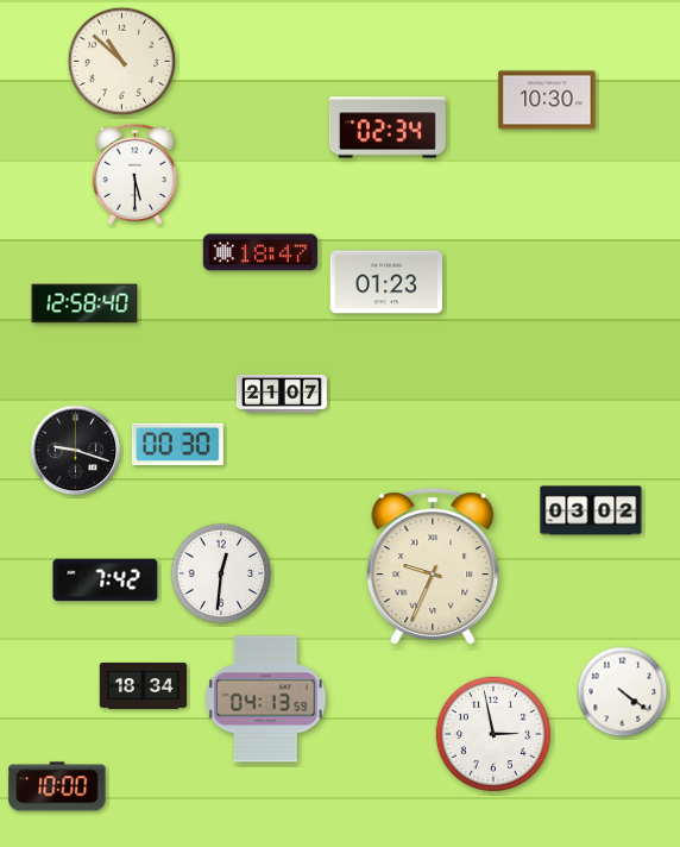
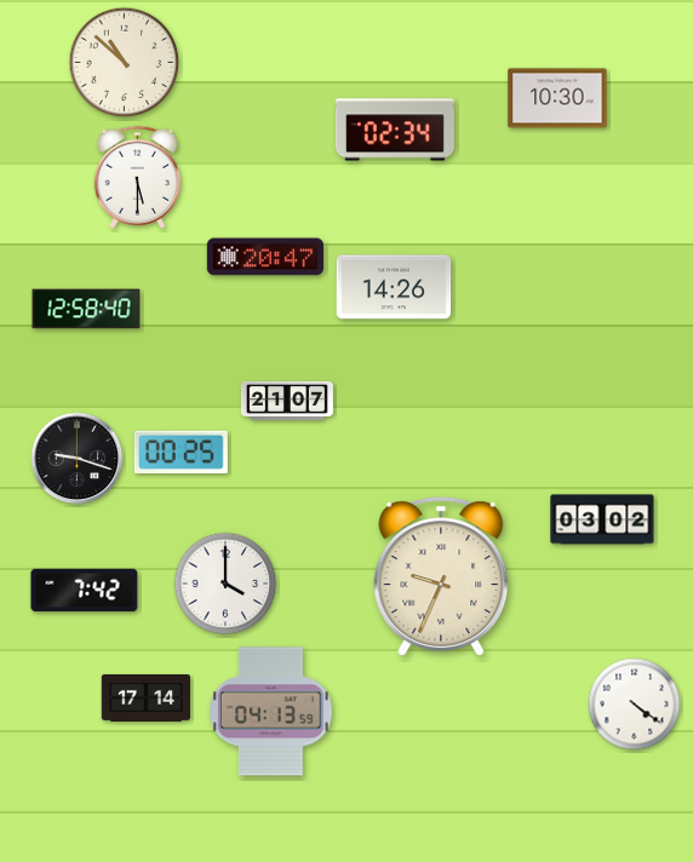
clock at (547, 100) position: (547, 100) -> (557, 98)
clock at (260, 252): 18:47 -> 20:47
clock at (386, 282): 01:23 -> 14:26
clock at (177, 444): 00:30 -> 00:25
clock at (221, 573): 12:31 -> 4:00
clock at (106, 581) position: (106, 581) -> (85, 591)
clock at (144, 686): 18:34 -> 17:14
clock at (493, 734): 2:58 -> none
clock at (57, 786): 10:00 -> none
